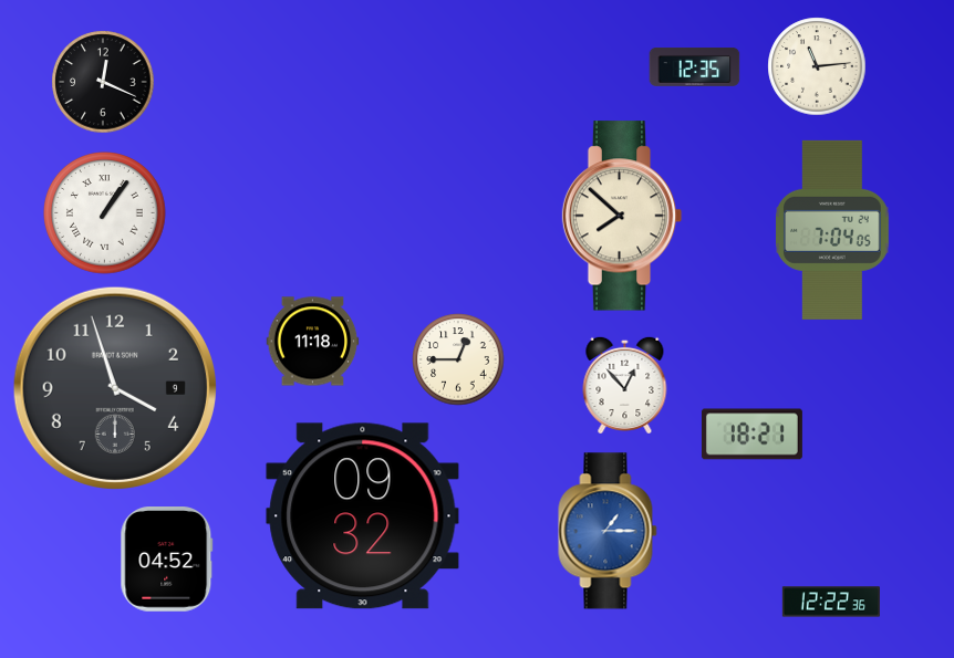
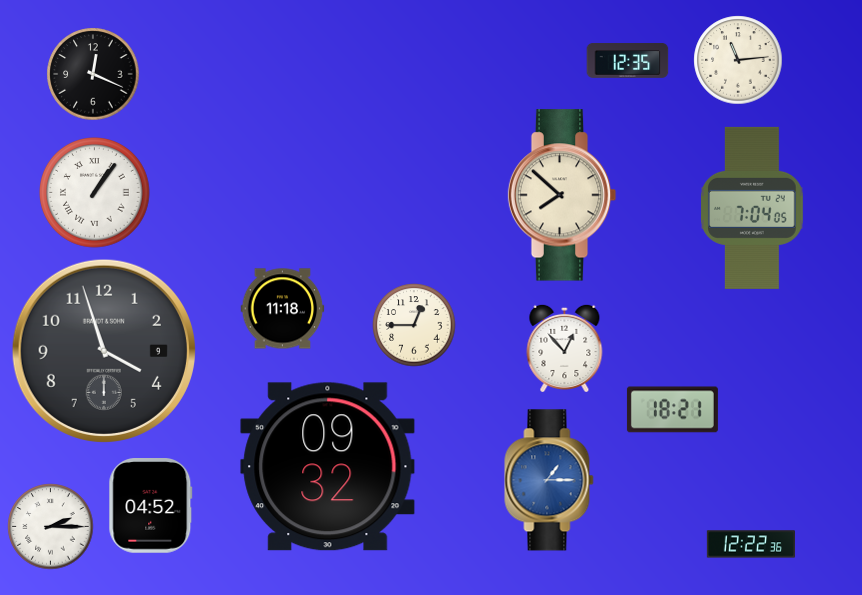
clock at (751, 435) position: (751, 435) -> (672, 410)
clock at (51, 527): none -> 2:15
